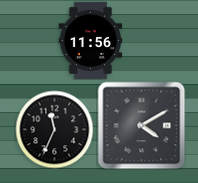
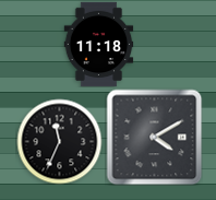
clock at (91, 40): 11:56 -> 11:18
